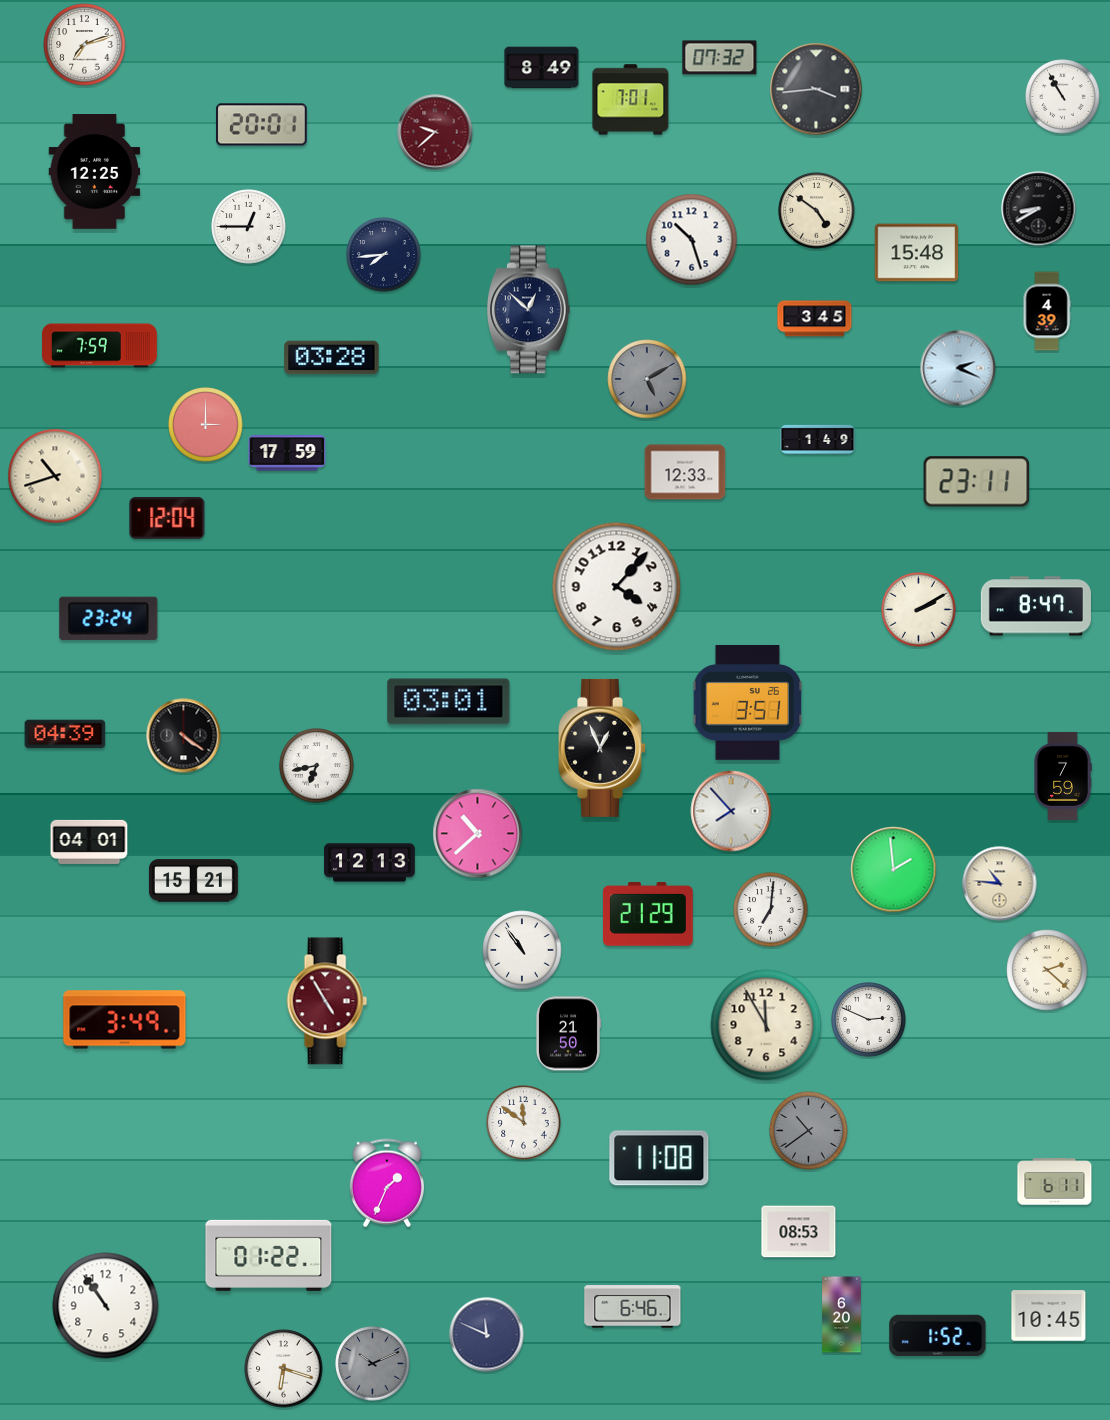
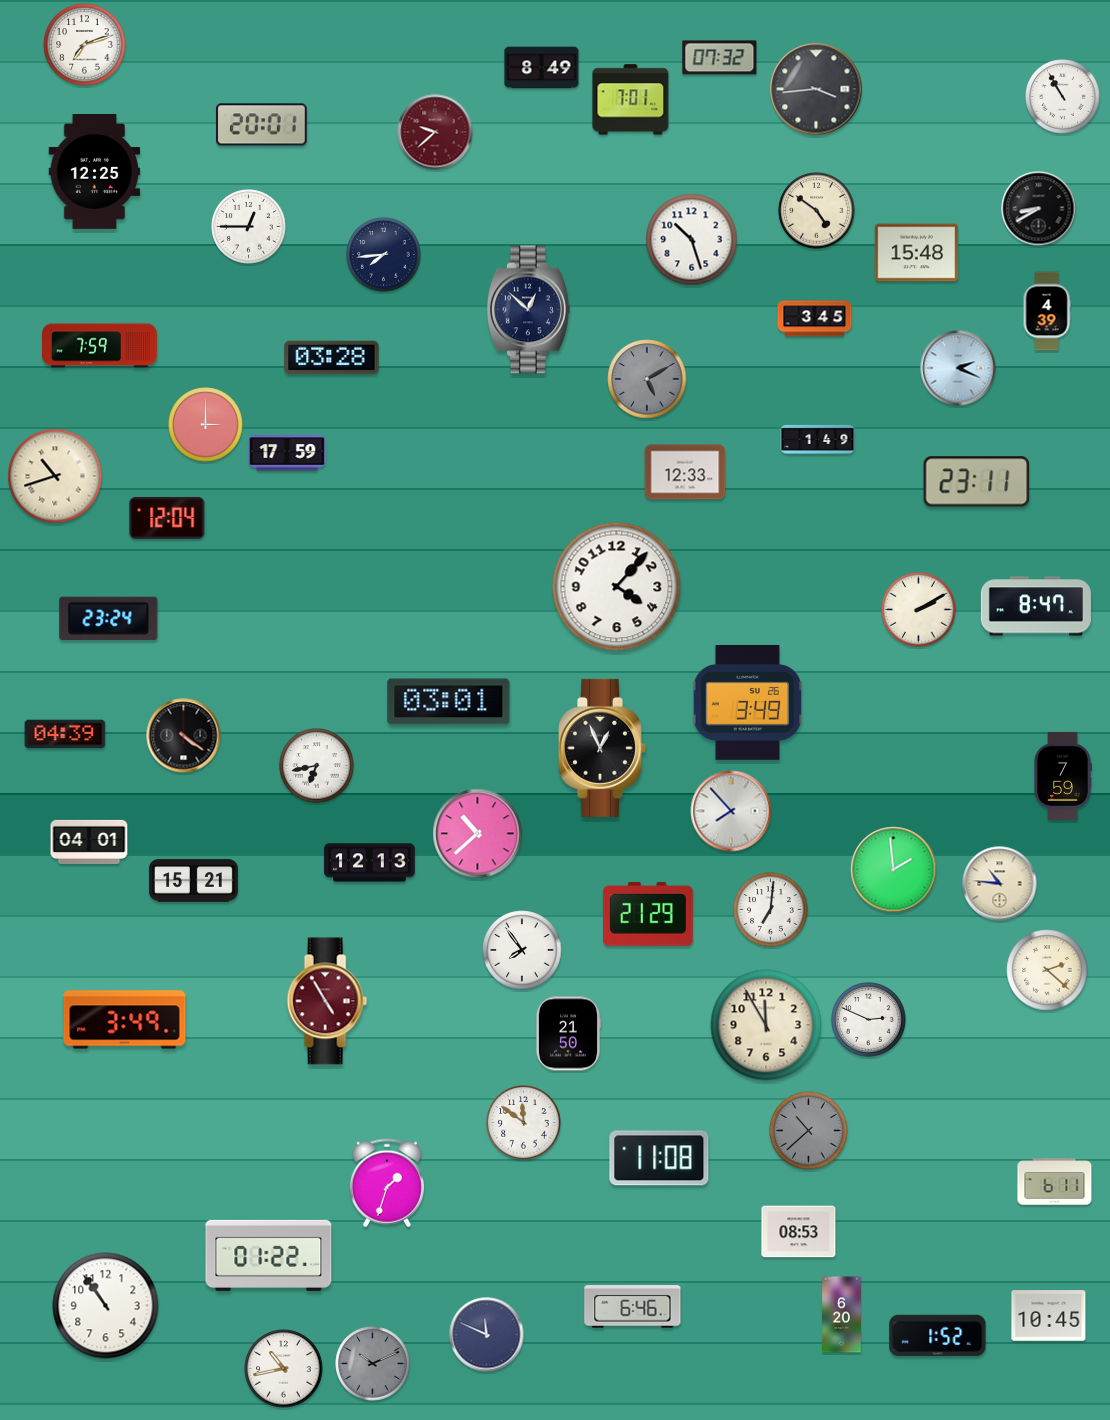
clock at (748, 703): 3:51 -> 3:49
clock at (522, 950): 10:54 -> 7:54
clock at (809, 1131): 10:39 -> 10:38
clock at (387, 1183): 1:34 -> 1:33
clock at (284, 1369): 6:18 -> 10:43
